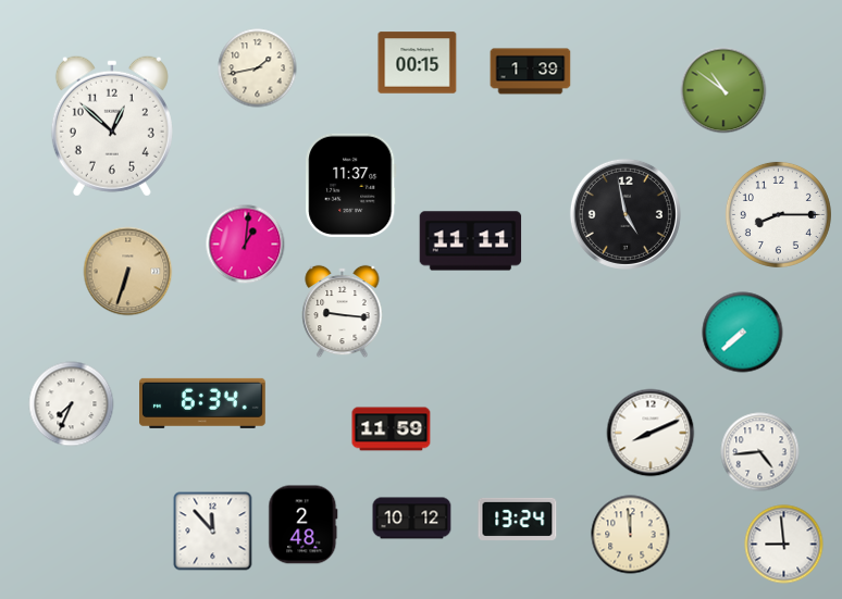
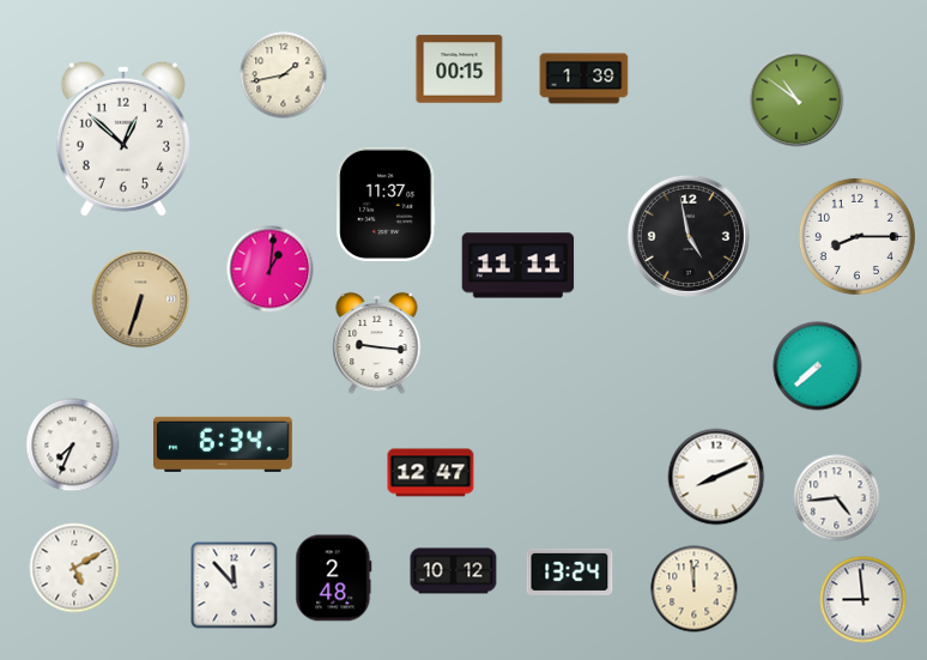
clock at (72, 404) position: (72, 404) -> (73, 446)
clock at (392, 429): 11:59 -> 12:47
clock at (74, 568): none -> 5:10
